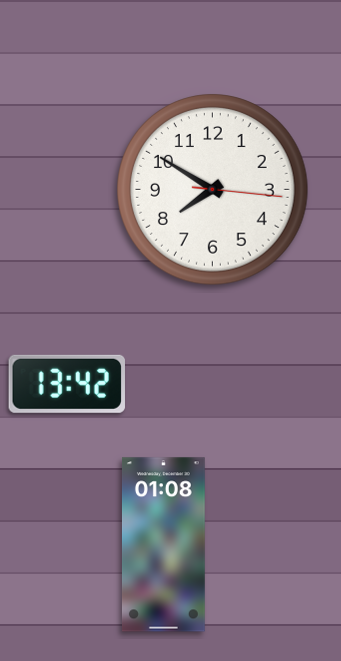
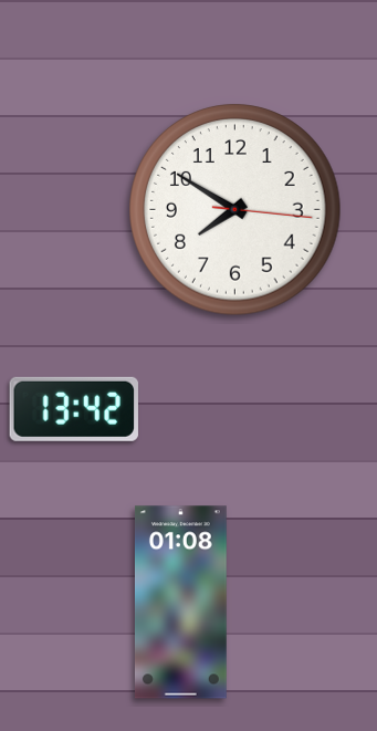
clock at (67, 384) position: (67, 384) -> (74, 409)
